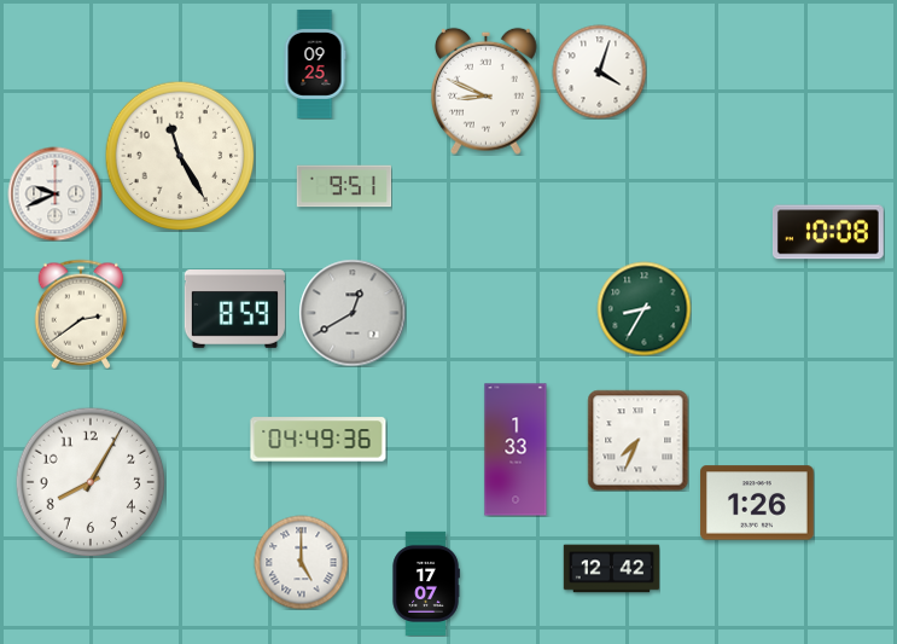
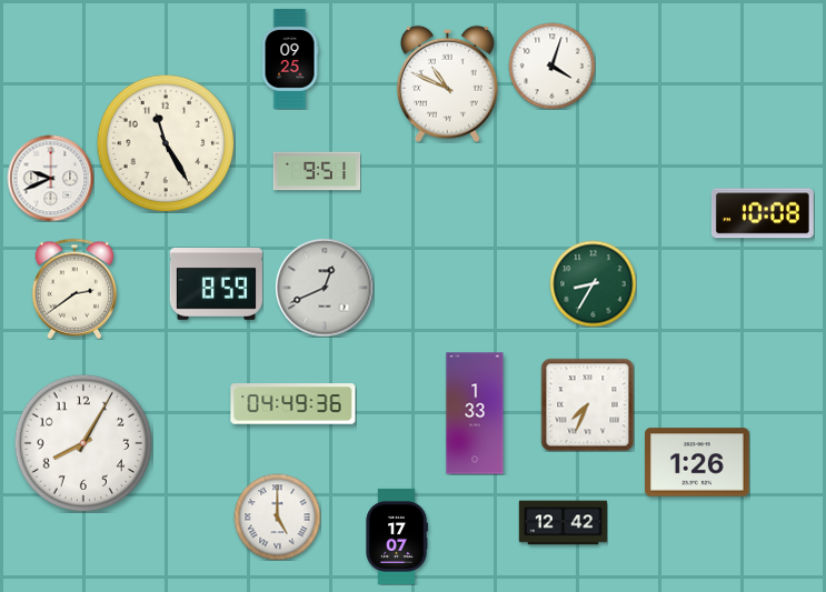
clock at (485, 91): 8:49 -> 10:49
clock at (353, 313): 12:40 -> 12:41
clock at (426, 584) position: (426, 584) -> (397, 536)
